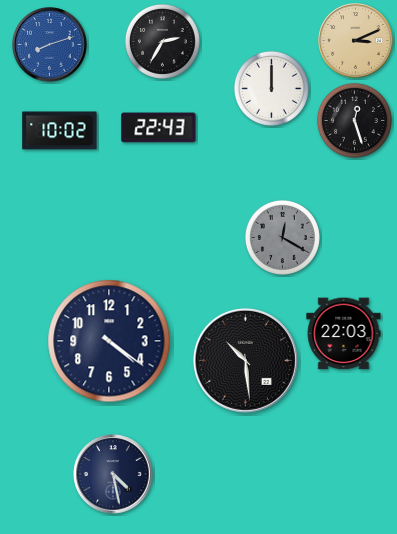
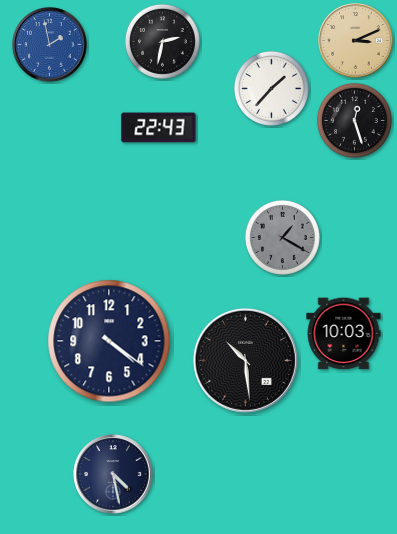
clock at (162, 41): 2:35 -> 2:32
clock at (50, 45): 8:12 -> 1:58
clock at (271, 88): 12:00 -> 1:37
clock at (60, 131): 10:02 -> none
clock at (282, 237): 12:20 -> 1:20
clock at (344, 334): 22:03 -> 10:03
